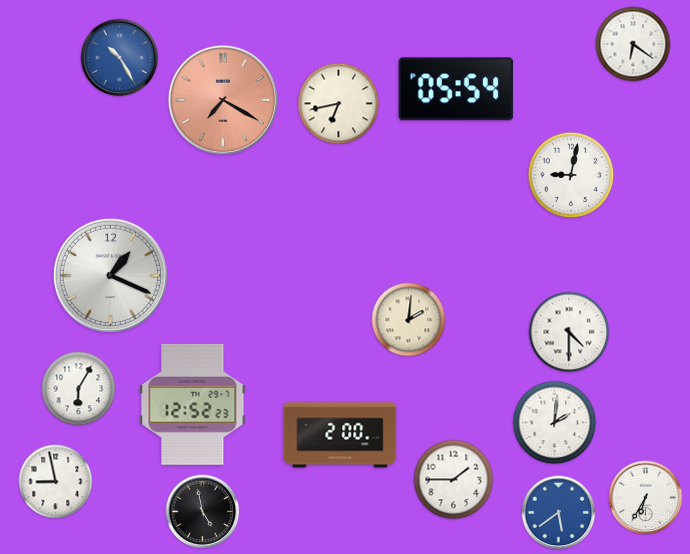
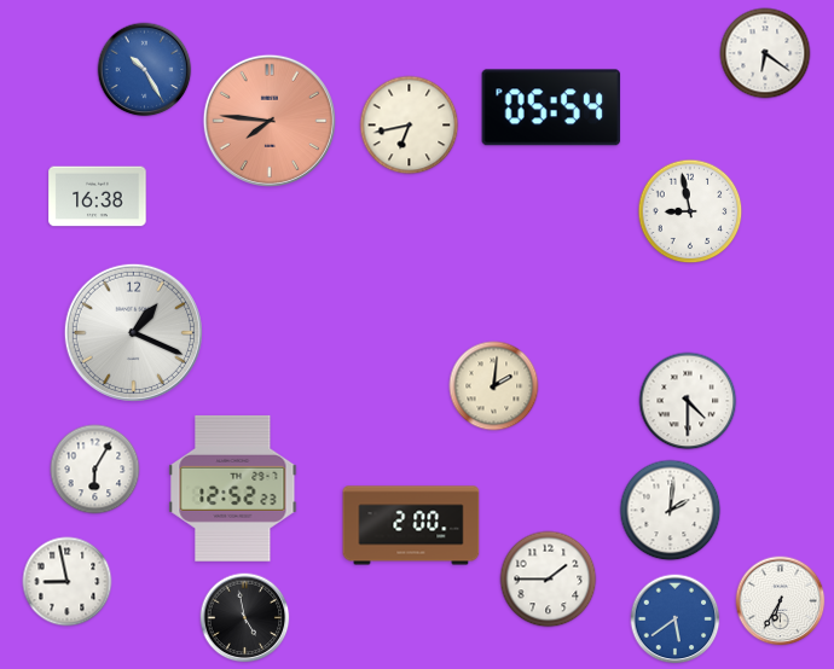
clock at (223, 100): 7:20 -> 7:46
clock at (98, 197): none -> 16:38
clock at (571, 175): 9:02 -> 8:58
